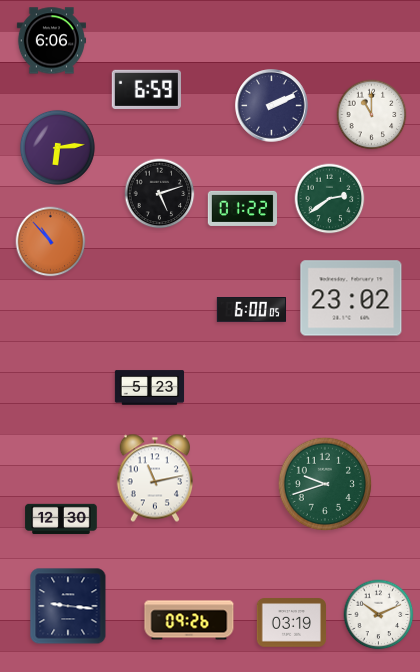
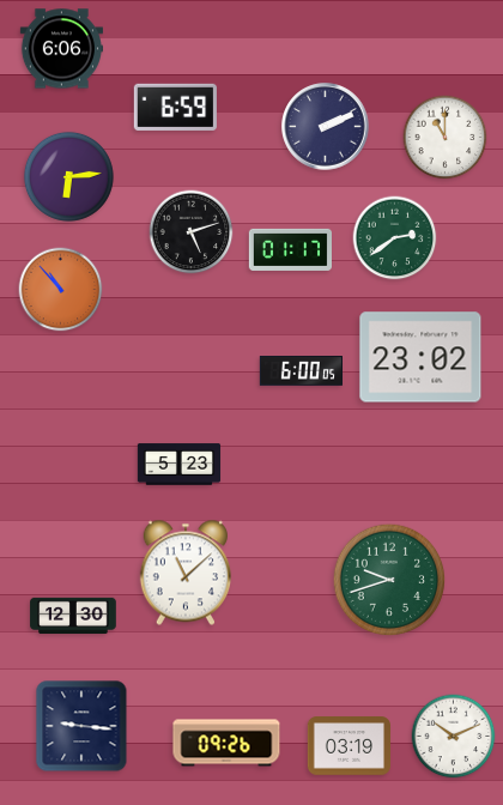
clock at (242, 208): 01:22 -> 01:17
clock at (154, 478): 11:13 -> 11:08
clock at (61, 519) position: (61, 519) -> (73, 616)
